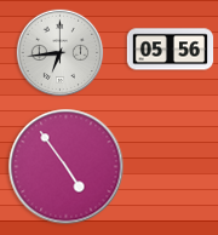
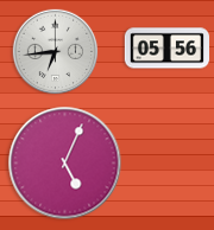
clock at (61, 53) position: (61, 53) -> (56, 52)
clock at (67, 167): 4:54 -> 5:04
